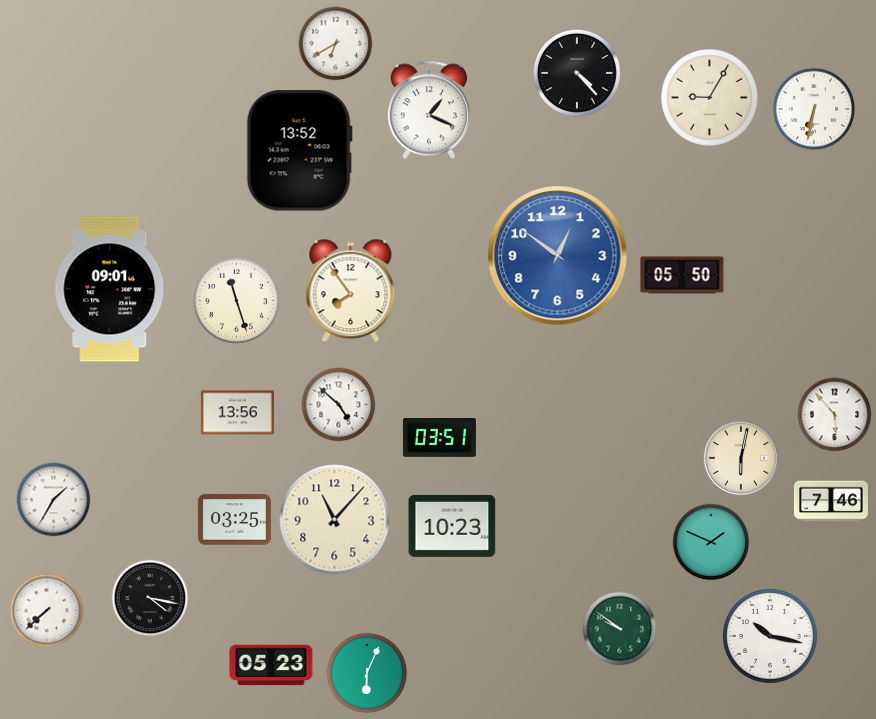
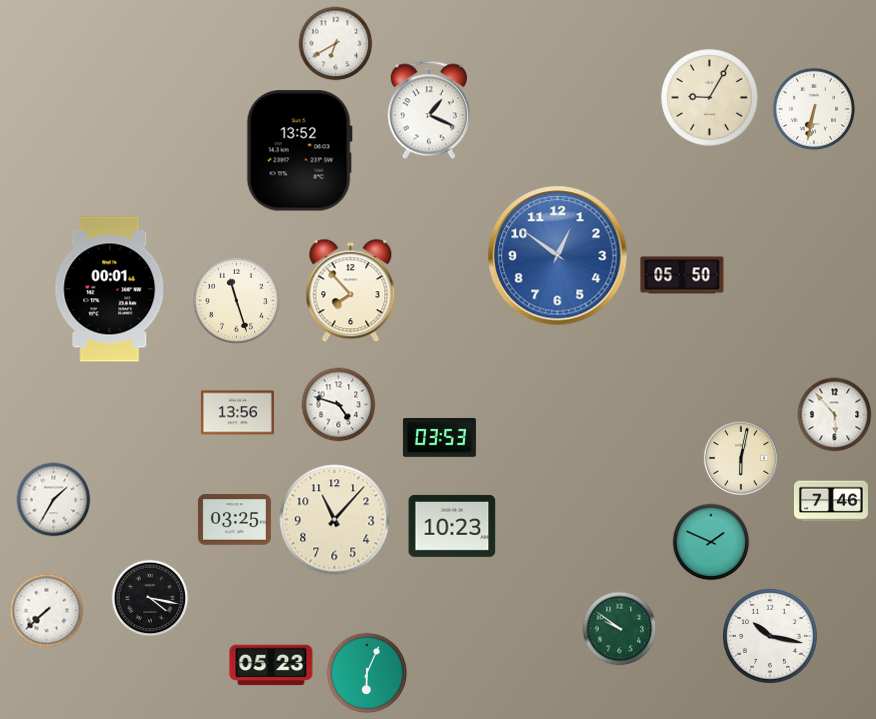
clock at (577, 73): 4:23 -> none
clock at (110, 289): 09:01 -> 00:01
clock at (351, 291): 7:54 -> 7:53
clock at (339, 405): 4:52 -> 4:48
clock at (439, 438): 03:51 -> 03:53
